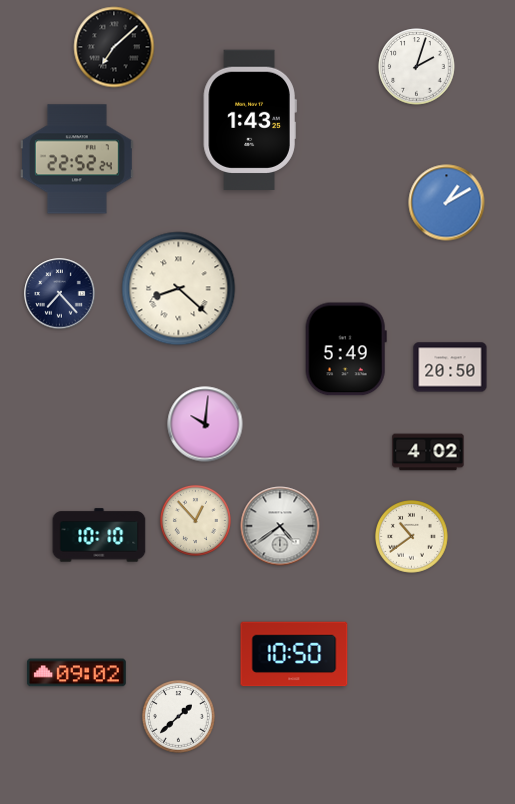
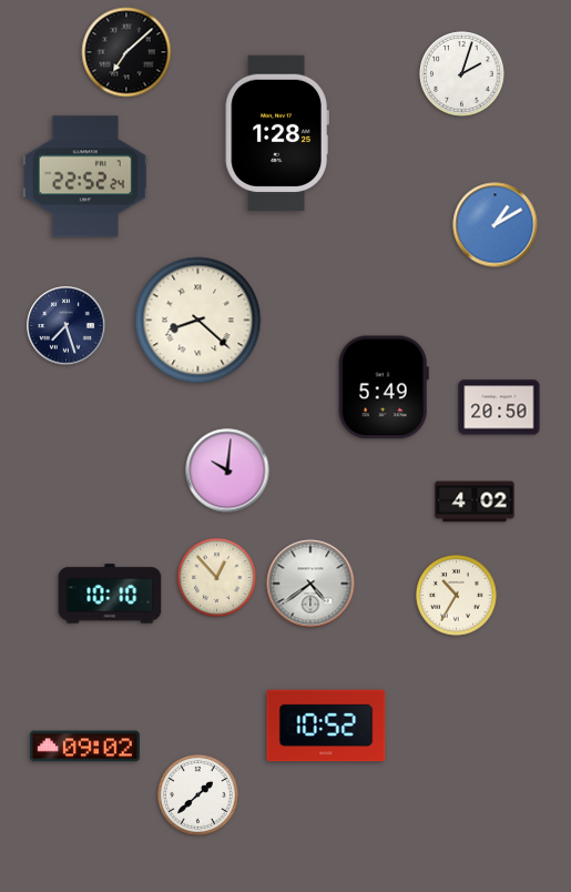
clock at (250, 119): 1:43 -> 1:28
clock at (60, 294): 7:23 -> 7:27
clock at (412, 537): 10:39 -> 10:35
clock at (294, 654): 10:50 -> 10:52
